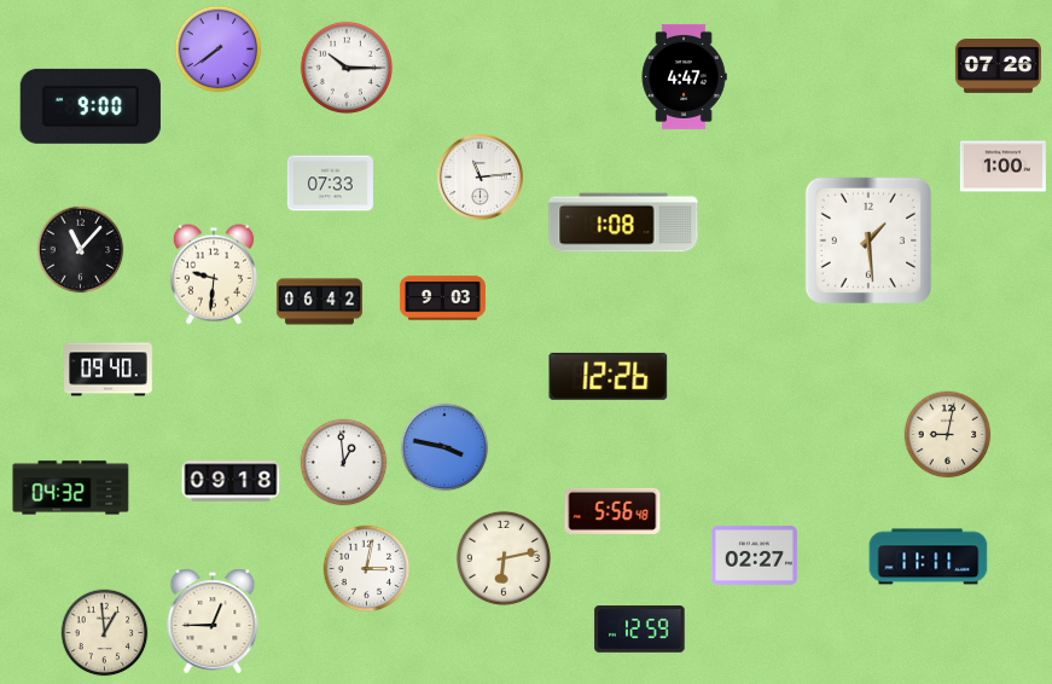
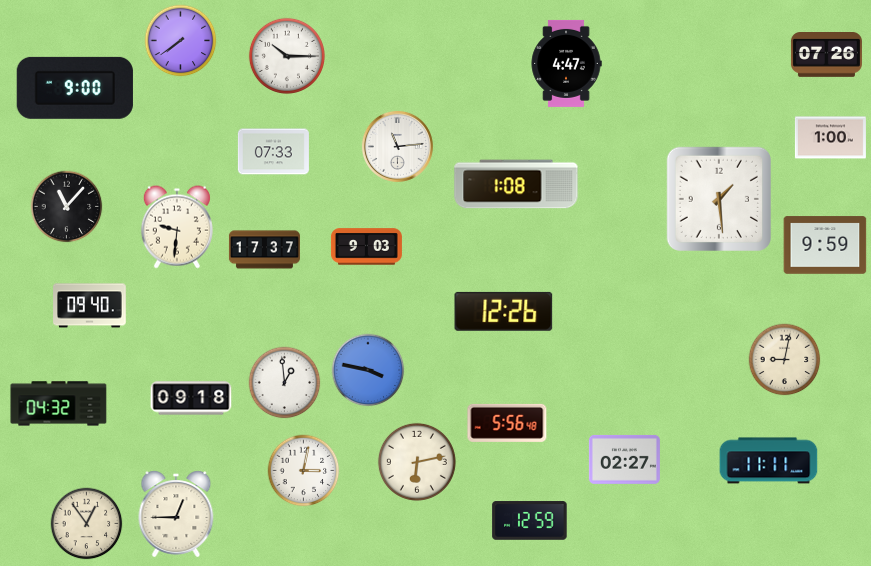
clock at (825, 245): none -> 9:59
clock at (319, 302): 06:42 -> 17:37
clock at (105, 633): 12:59 -> 12:54
